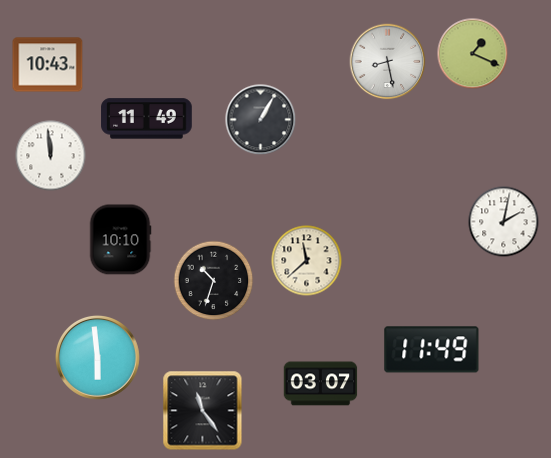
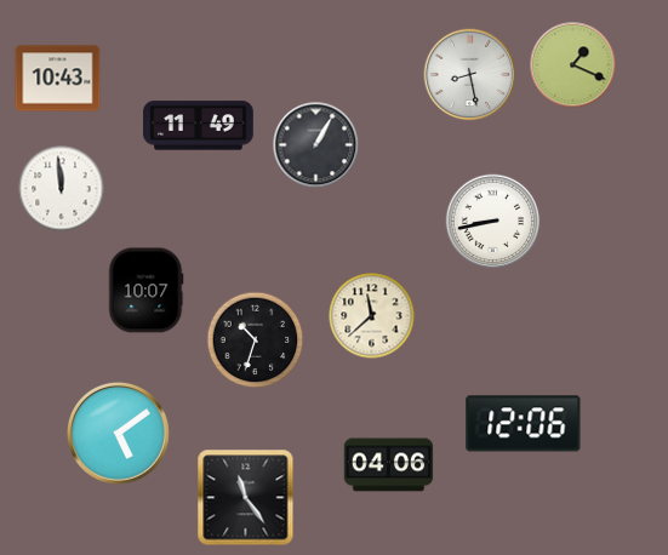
clock at (147, 119) position: (147, 119) -> (199, 126)
clock at (493, 222): none -> 8:43
clock at (504, 222): 2:02 -> none
clock at (120, 240): 10:10 -> 10:07
clock at (214, 281) position: (214, 281) -> (256, 341)
clock at (432, 350): 11:49 -> 12:06
clock at (97, 357): 5:59 -> 5:09
clock at (321, 384): 03:07 -> 04:06
